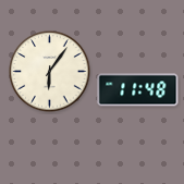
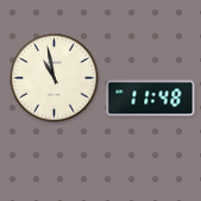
clock at (50, 72): 6:06 -> 10:58
